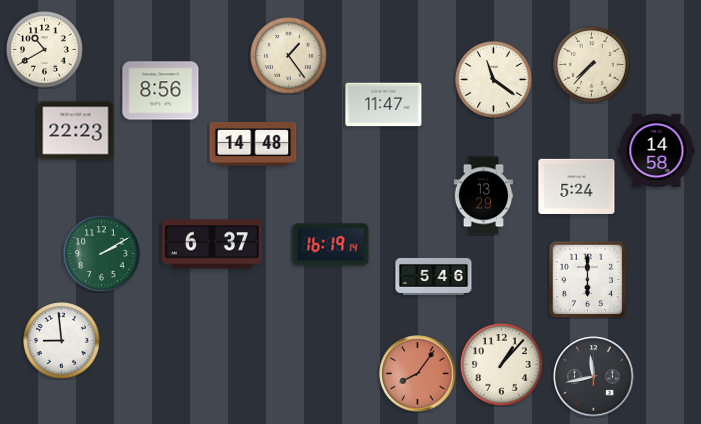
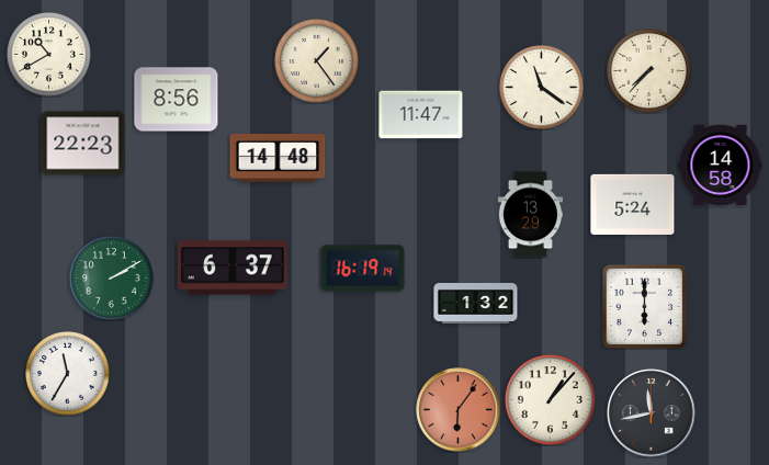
clock at (434, 276): 5:46 -> 1:32
clock at (62, 341): 8:59 -> 11:35
clock at (418, 374): 8:06 -> 6:06
